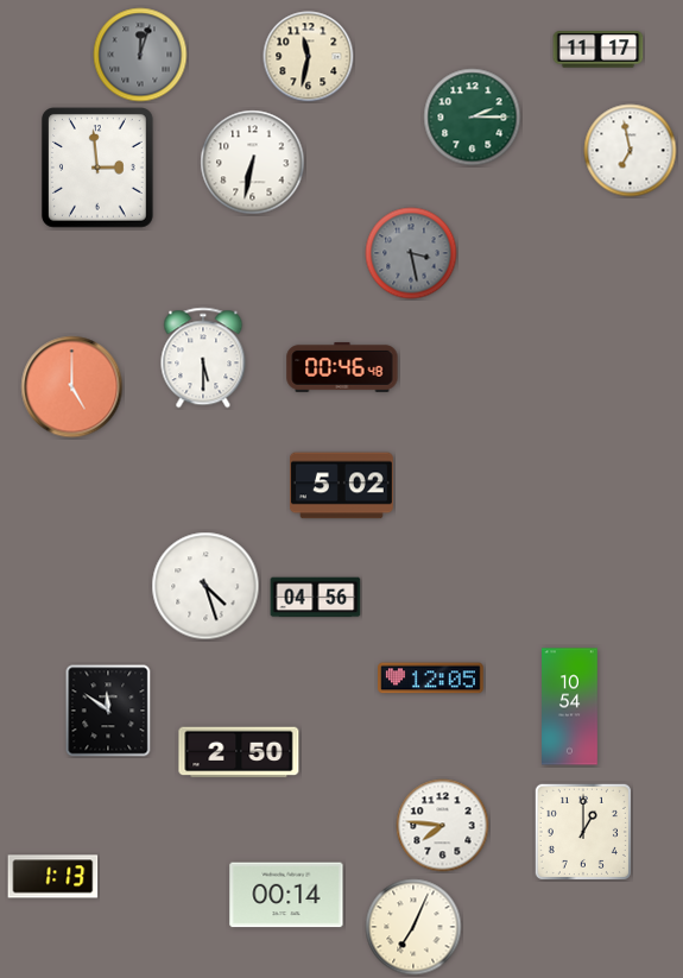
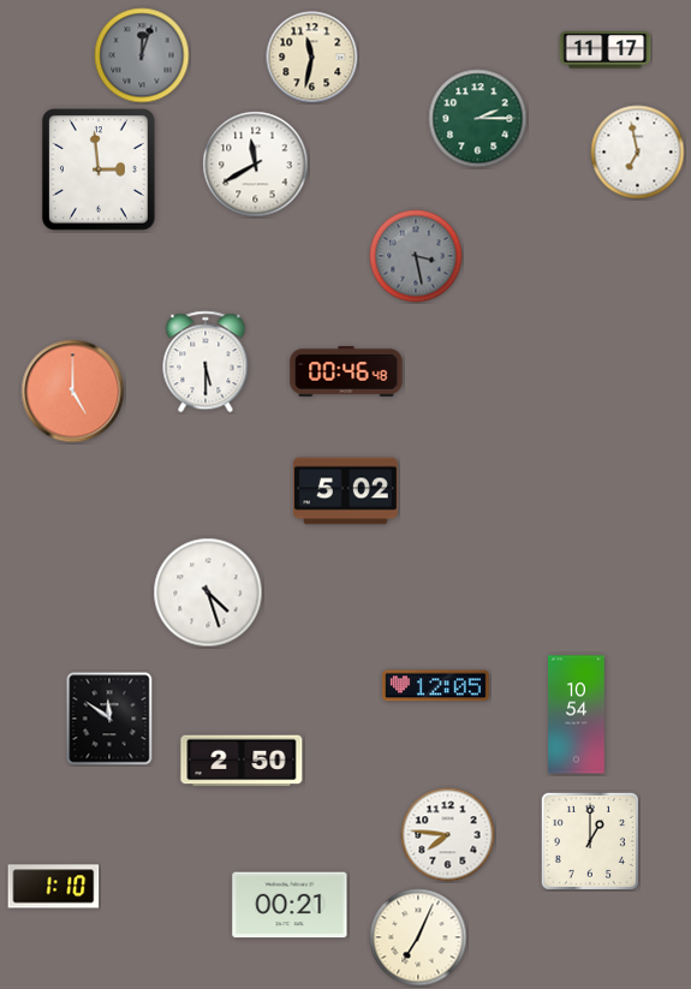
clock at (253, 163): 6:32 -> 11:40
clock at (316, 598): 04:56 -> none
clock at (53, 877): 1:13 -> 1:10
clock at (286, 895): 00:14 -> 00:21
